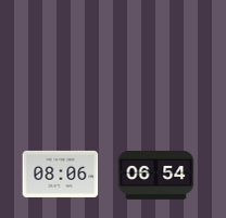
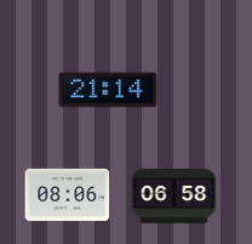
clock at (108, 90): none -> 21:14
clock at (156, 175): 06:54 -> 06:58
